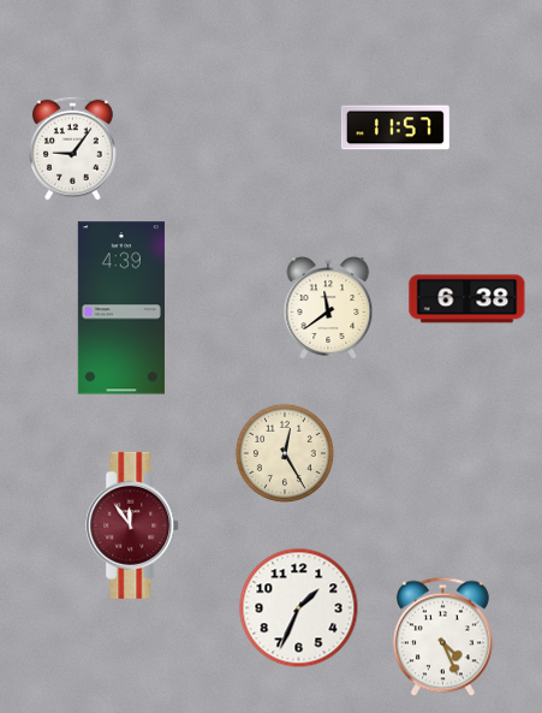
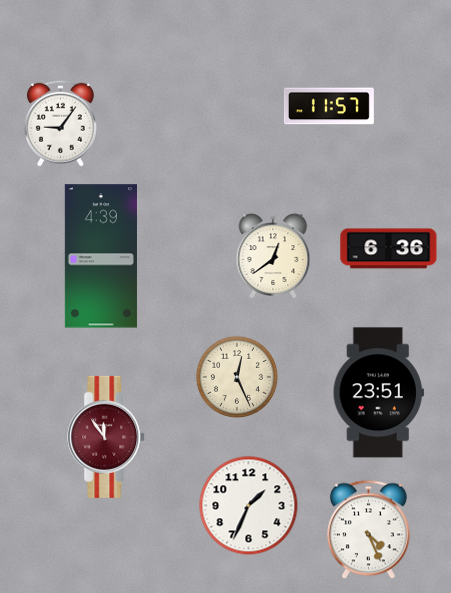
clock at (467, 299): 6:38 -> 6:36
clock at (328, 308): 11:39 -> 12:39
clock at (285, 453): 12:25 -> 12:26
clock at (378, 393): none -> 23:51
clock at (133, 525) position: (133, 525) -> (107, 437)
